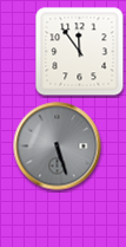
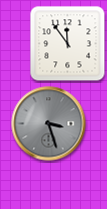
clock at (58, 147): 5:27 -> 3:27
